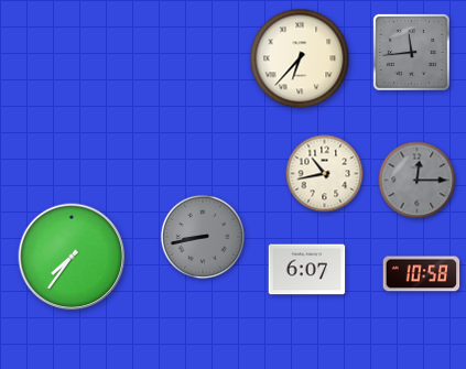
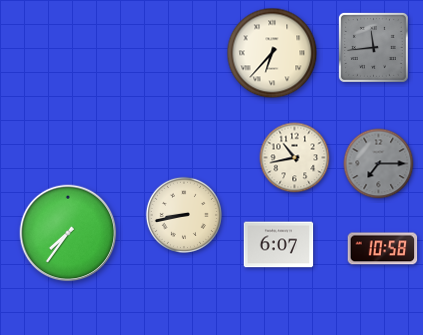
clock at (418, 181): 12:15 -> 7:15
clock at (203, 237) dial: grey -> cream
clock at (72, 257) position: (72, 257) -> (68, 233)
